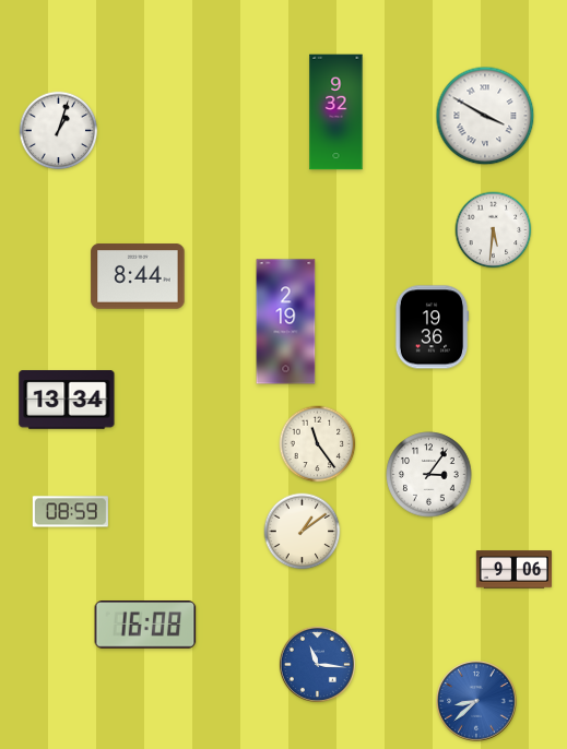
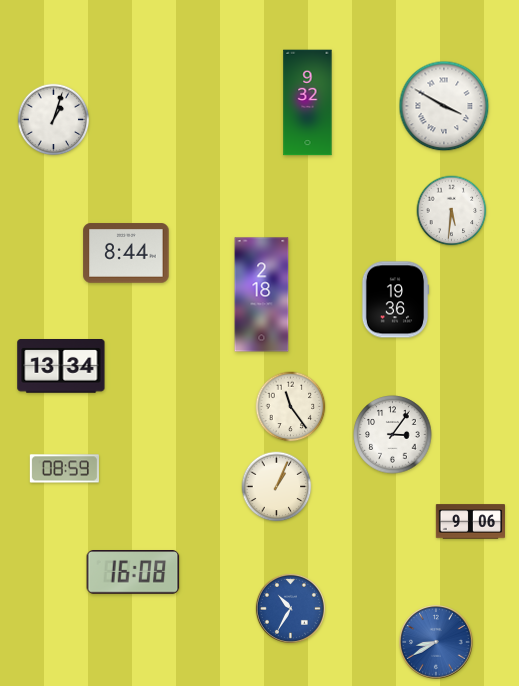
clock at (286, 322): 2:19 -> 2:18
clock at (303, 532): 1:09 -> 1:04
clock at (317, 664): 11:16 -> 10:35
clock at (476, 701): 8:38 -> 8:40
